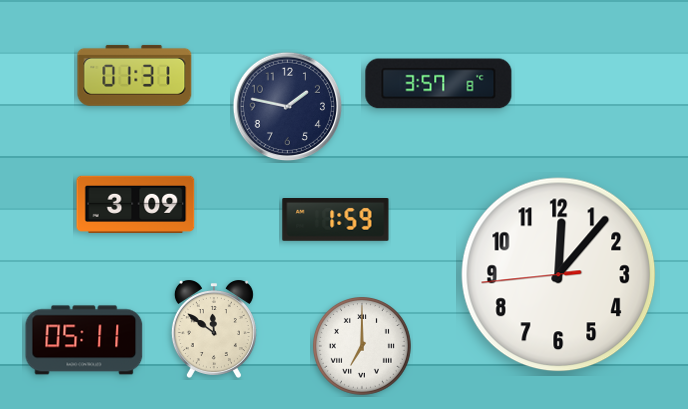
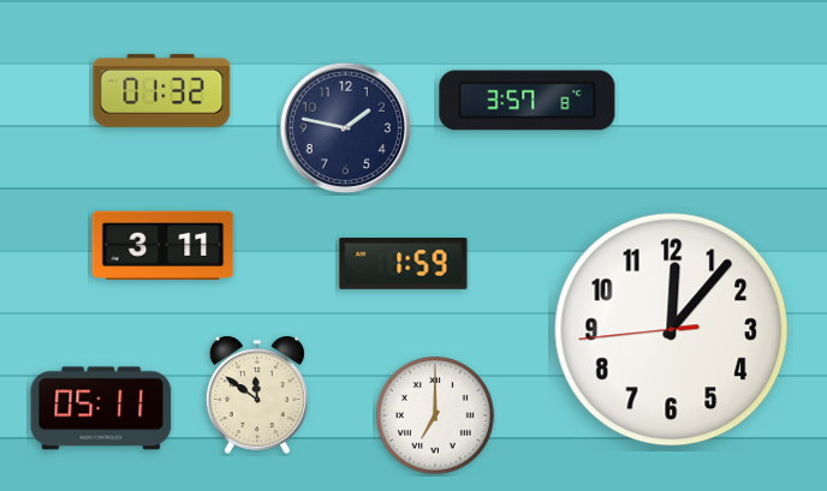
clock at (135, 75): 01:31 -> 01:32
clock at (136, 204): 3:09 -> 3:11
